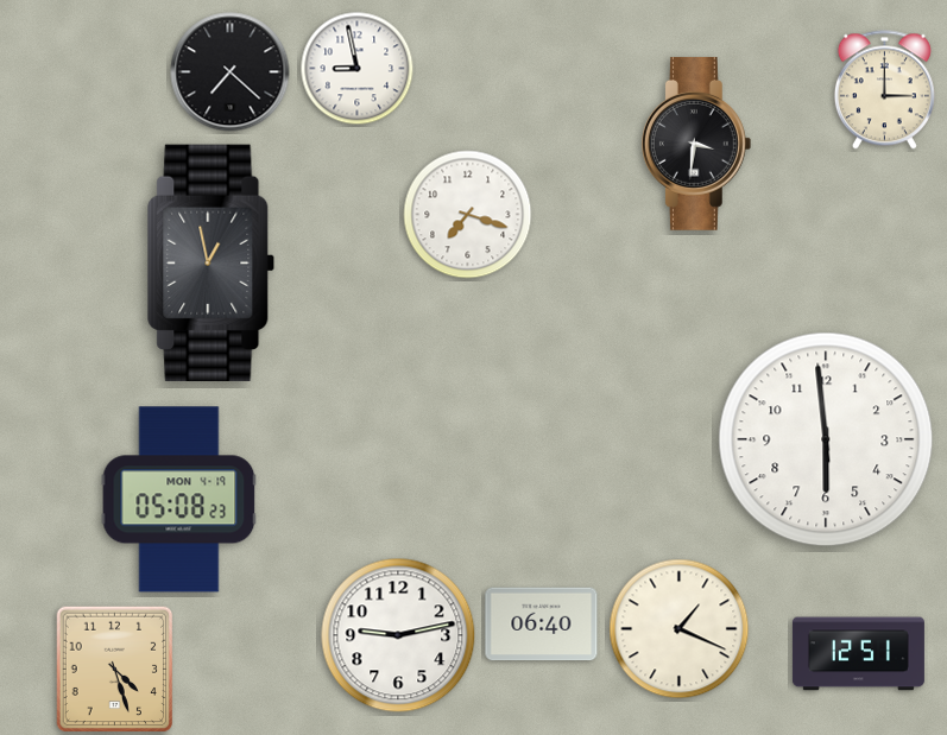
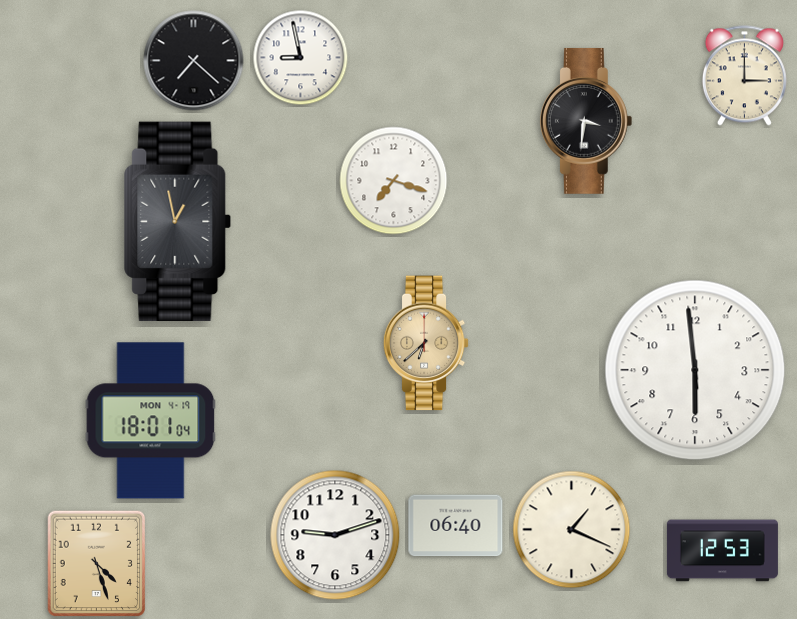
clock at (426, 343): none -> 6:38
clock at (179, 500): 05:08 -> 18:01
clock at (398, 635): 9:13 -> 9:12
clock at (858, 654): 12:51 -> 12:53
